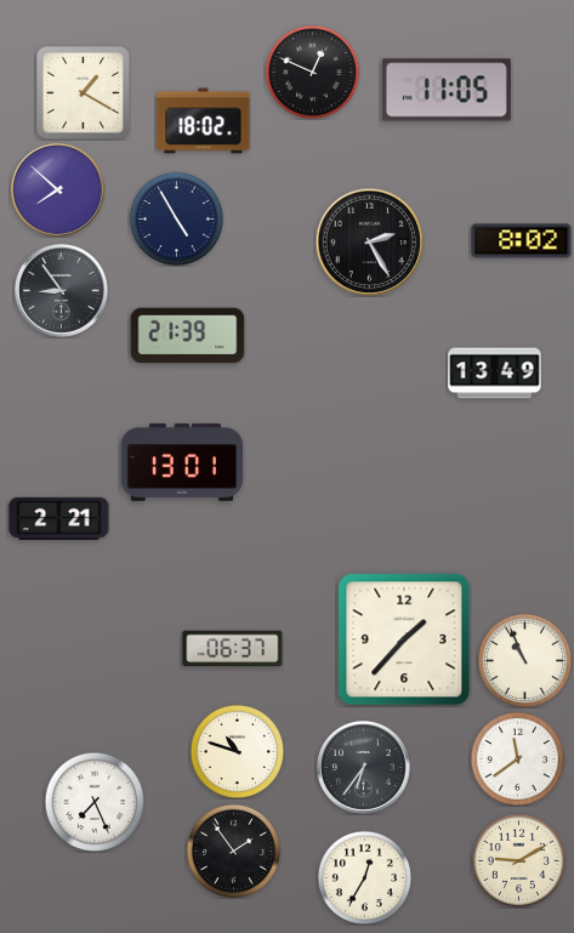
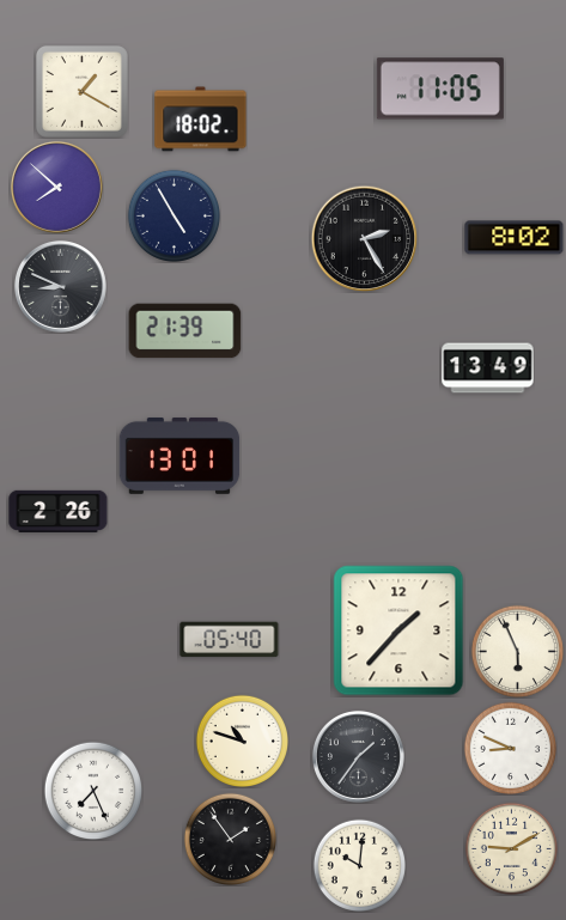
clock at (312, 72): 12:49 -> none
clock at (61, 290): 8:54 -> 8:49
clock at (59, 518): 2:21 -> 2:26
clock at (233, 649): 06:37 -> 05:40
clock at (524, 660): 10:56 -> 5:56
clock at (237, 751) position: (237, 751) -> (242, 741)
clock at (517, 758): 11:39 -> 8:49
clock at (363, 767): 6:36 -> 1:36
clock at (364, 877): 12:35 -> 10:01
